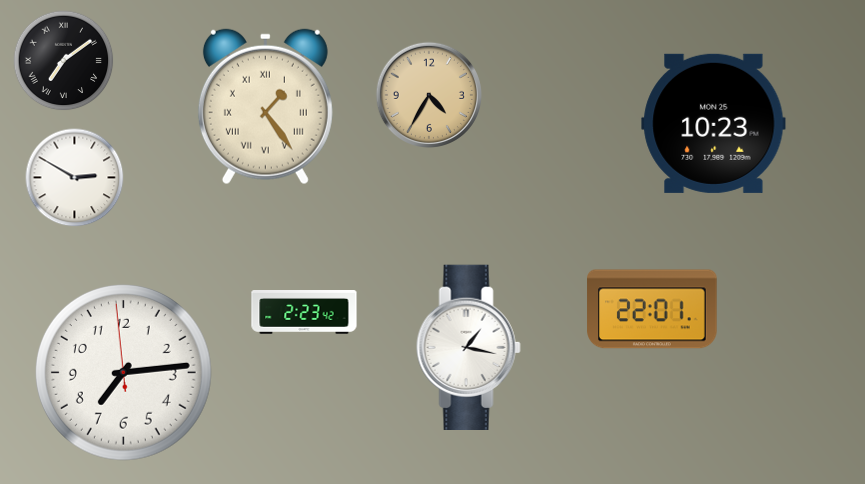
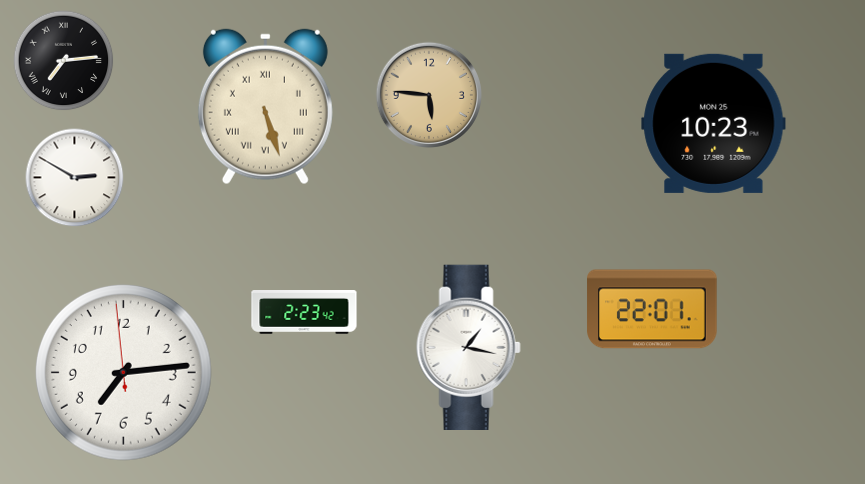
clock at (64, 61): 7:09 -> 7:14
clock at (429, 95): 4:35 -> 5:46
clock at (265, 107): 1:24 -> 5:27
